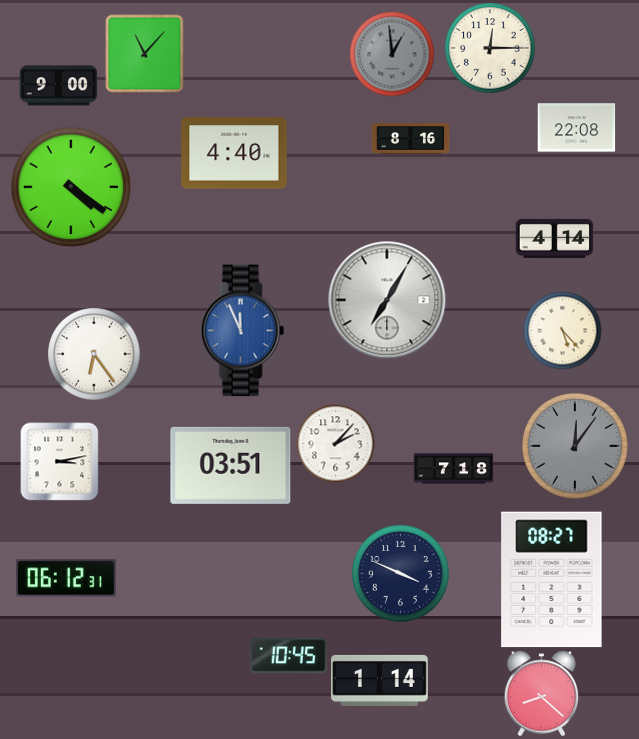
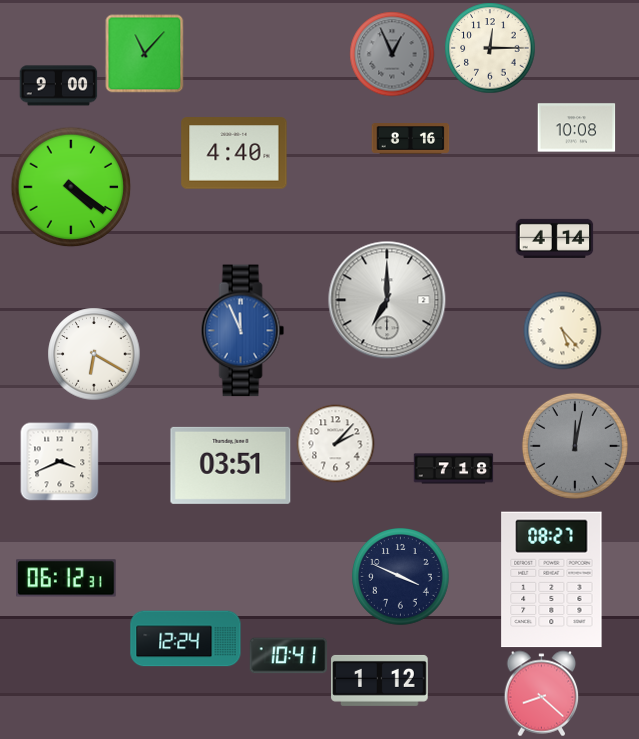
clock at (392, 54): 12:59 -> 12:56
clock at (576, 128): 22:08 -> 10:08
clock at (387, 300): 7:05 -> 7:00
clock at (94, 354): 6:24 -> 6:20
clock at (575, 446): 12:06 -> 12:02
clock at (59, 461): 3:13 -> 3:41
clock at (401, 574) position: (401, 574) -> (401, 577)
clock at (186, 639): none -> 12:24
clock at (288, 656): 10:45 -> 10:41
clock at (380, 680): 1:14 -> 1:12
